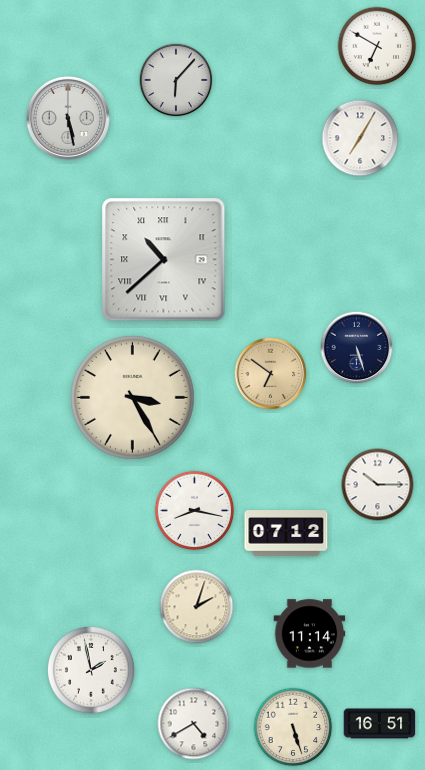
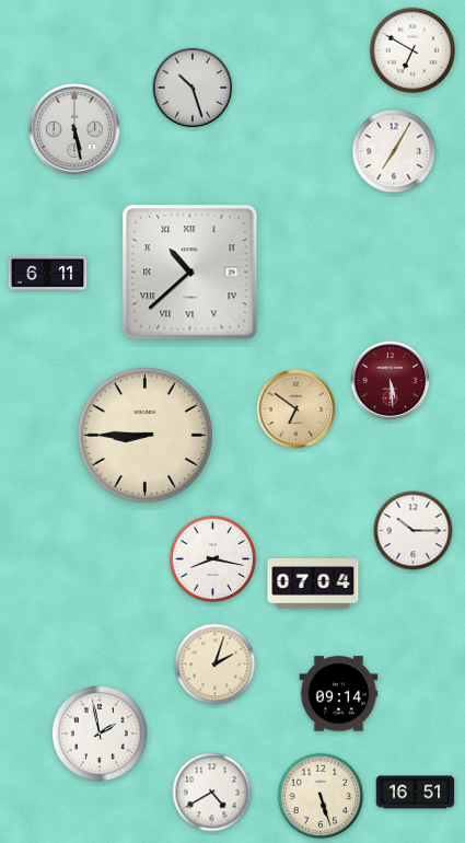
clock at (176, 80): 6:07 -> 10:27
clock at (48, 273): none -> 6:11
clock at (164, 260) position: (164, 260) -> (190, 273)
clock at (357, 348): 5:27 -> 5:29
clock at (357, 348) dial: navy -> burgundy
clock at (133, 398): 3:25 -> 8:45
clock at (286, 533): 07:12 -> 07:04
clock at (310, 634): 11:14 -> 09:14
